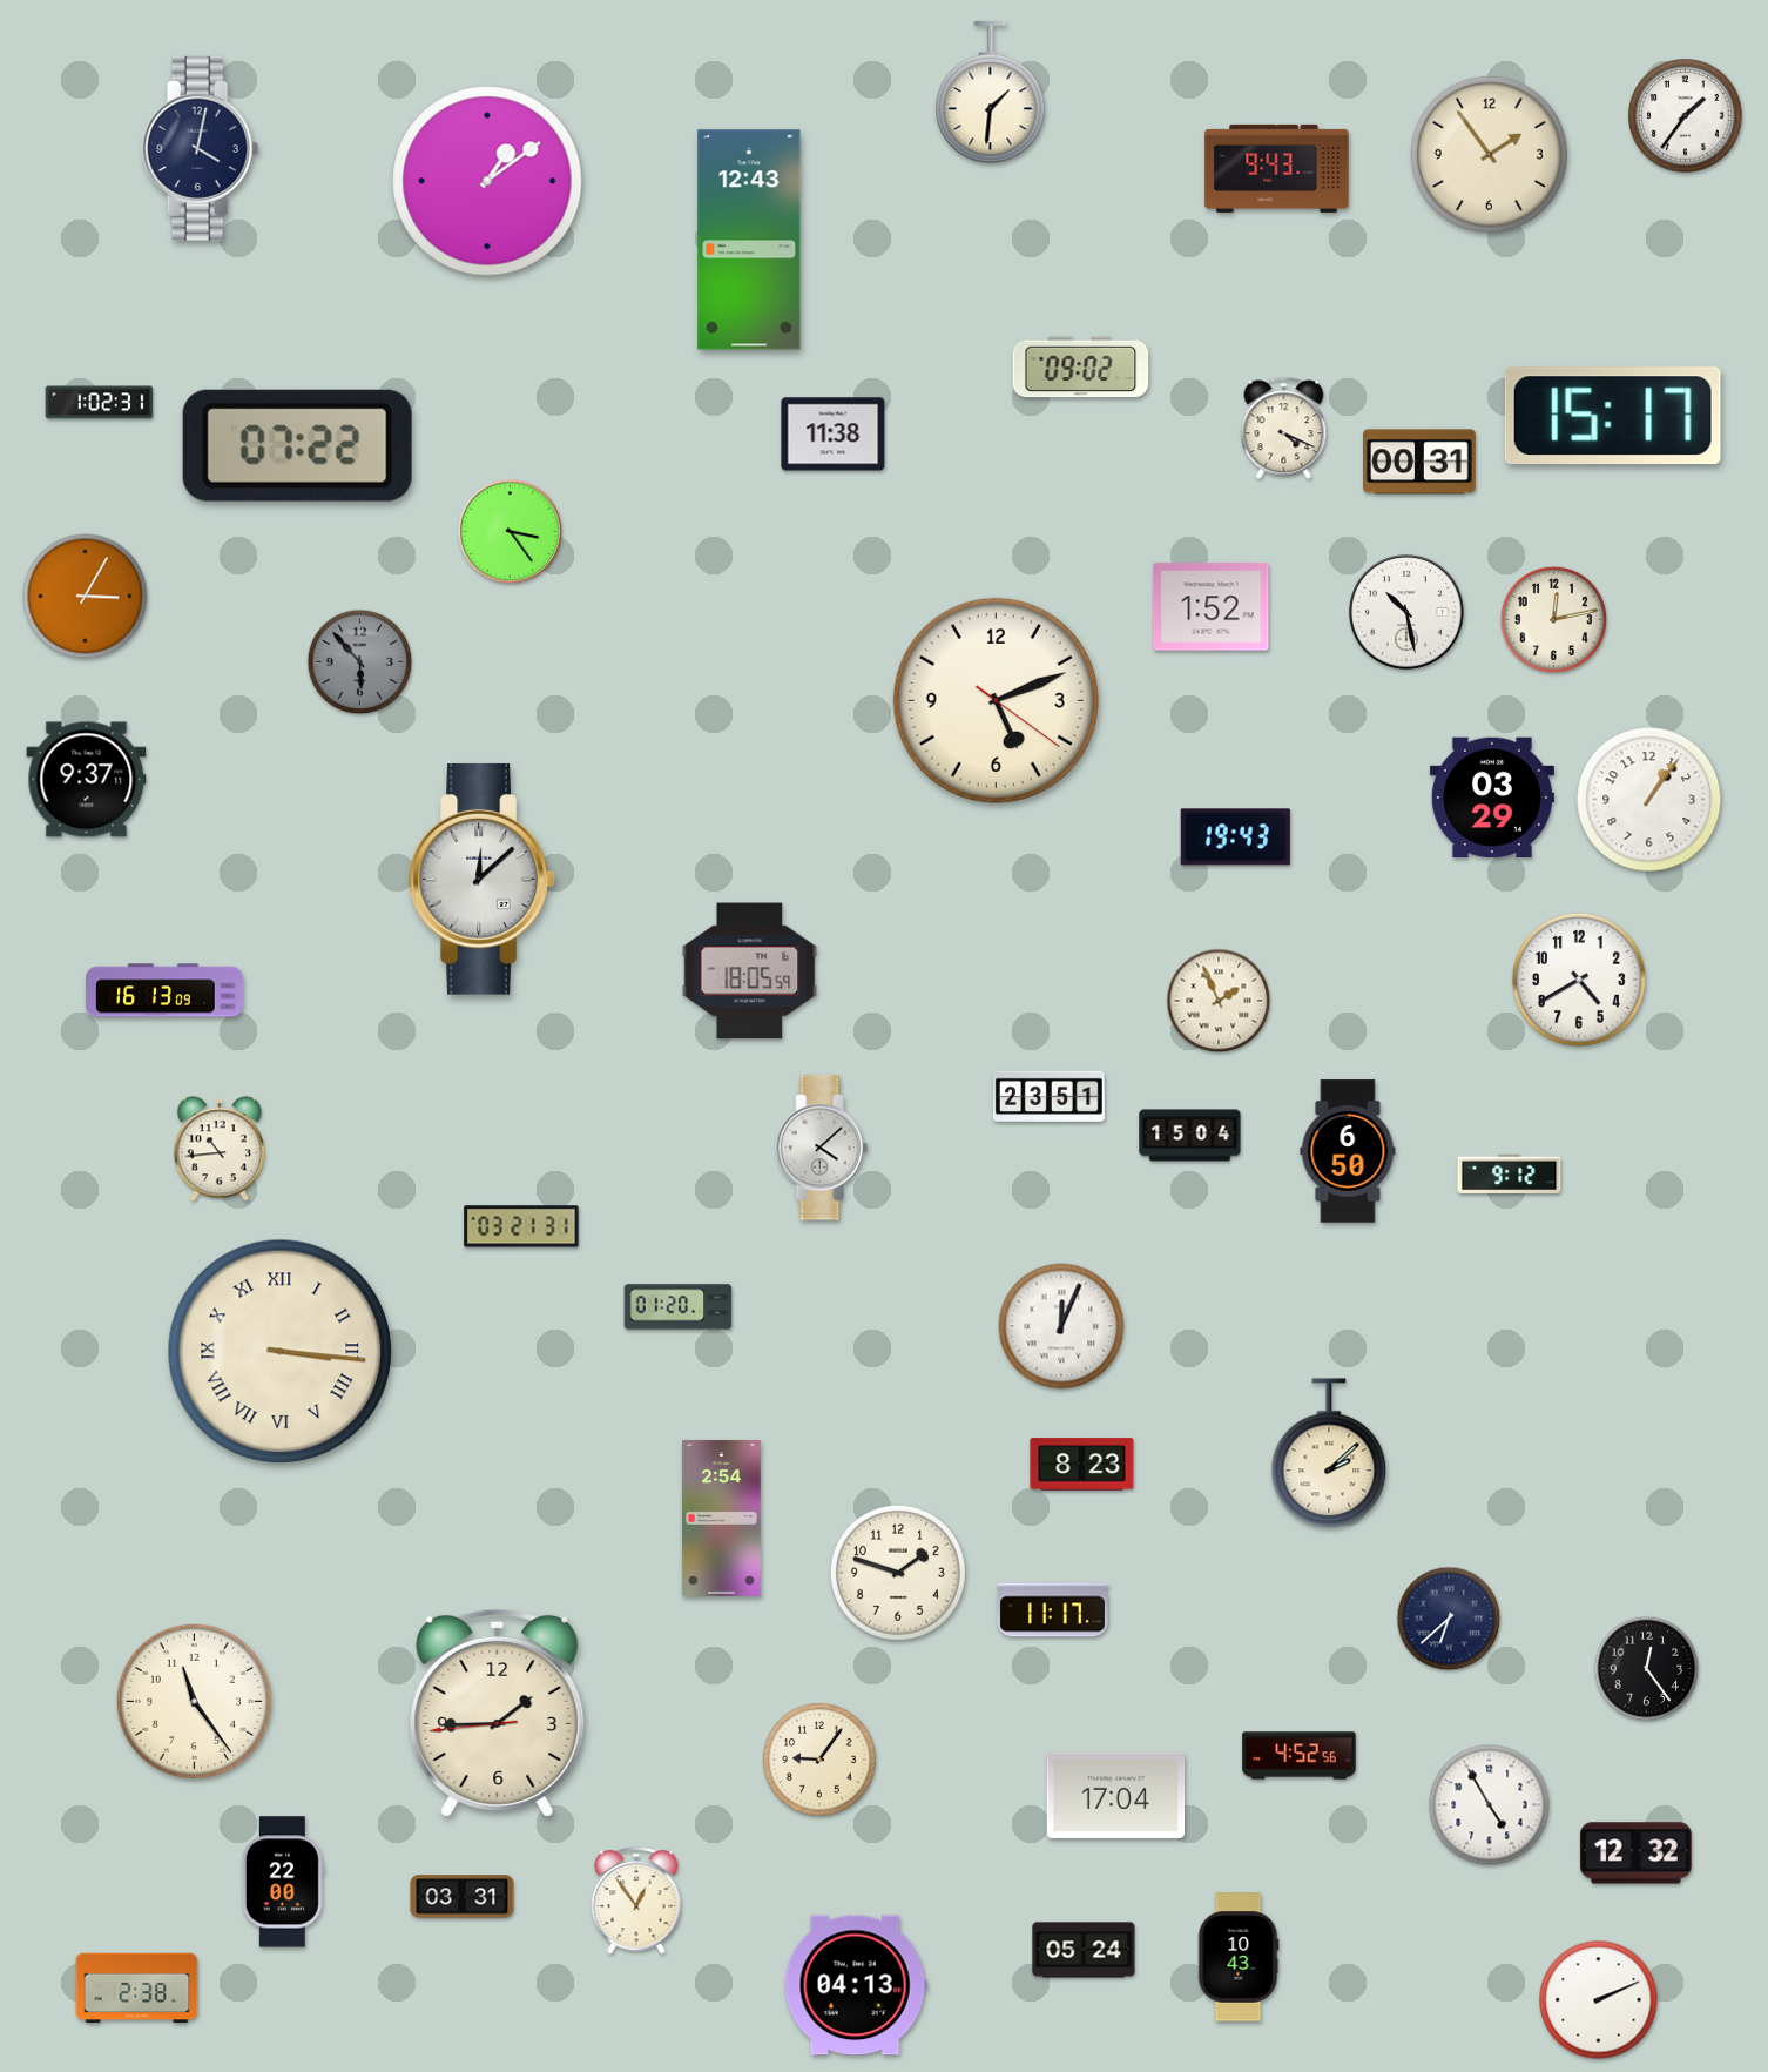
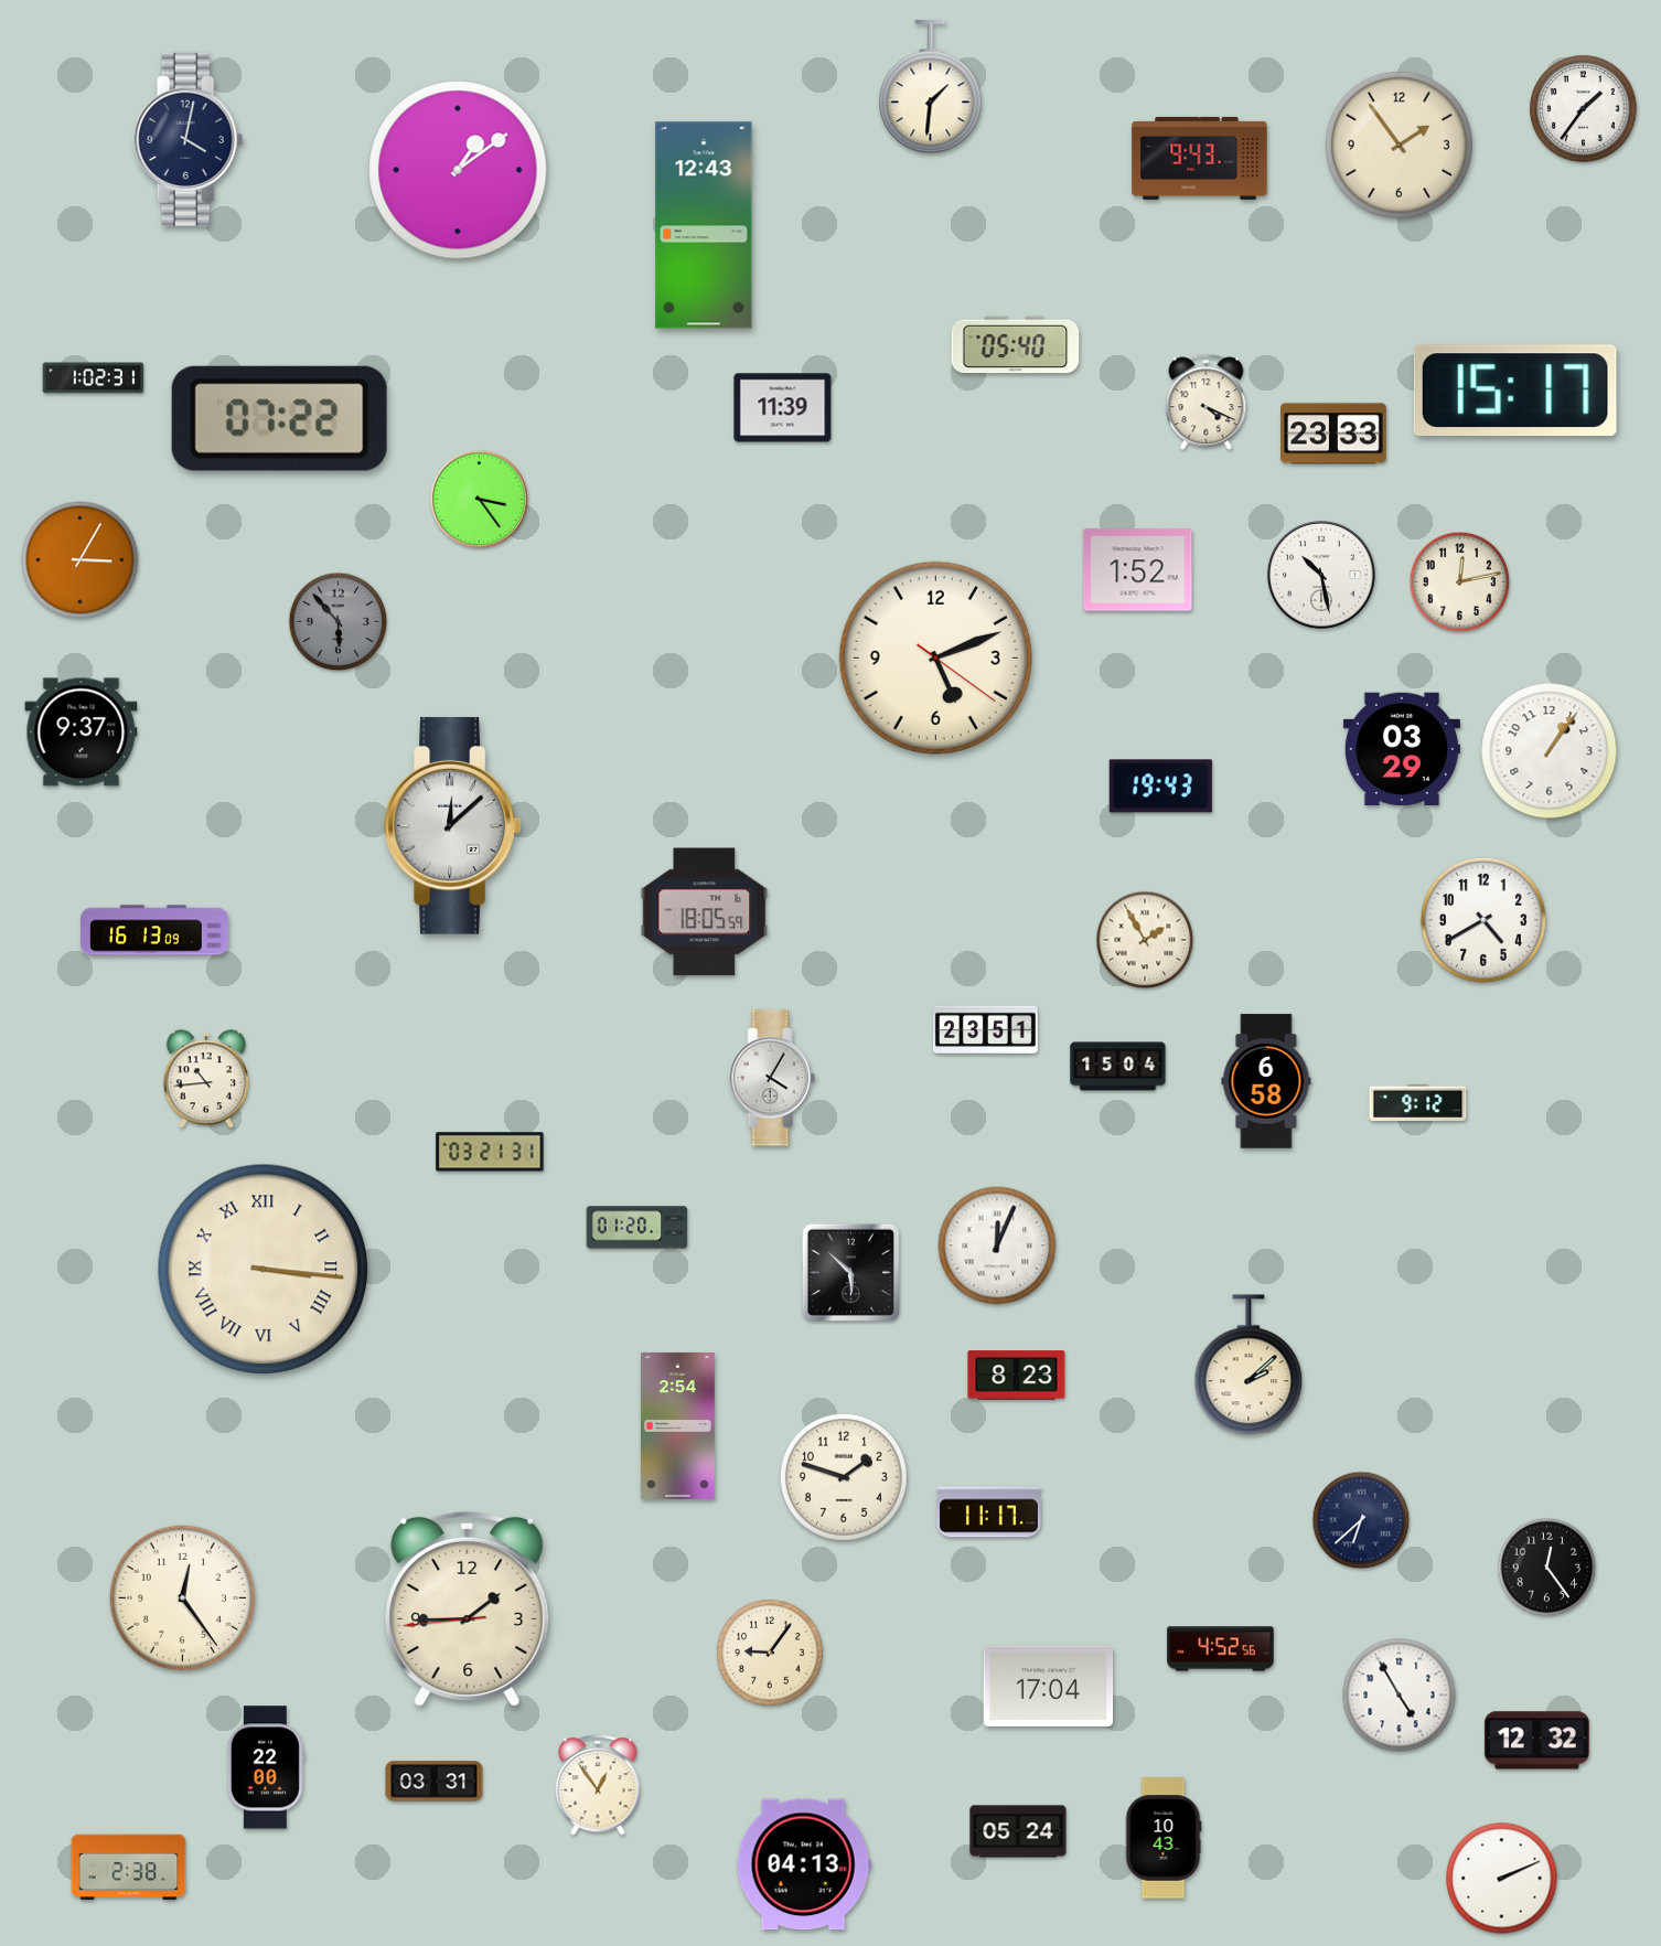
clock at (1081, 368): 09:02 -> 05:40
clock at (834, 435): 11:38 -> 11:39
clock at (1421, 462): 00:31 -> 23:33
clock at (1219, 1001): 1:56 -> 1:55
clock at (822, 1148): 4:08 -> 4:05
clock at (1348, 1151): 6:50 -> 6:58
clock at (850, 1272): none -> 5:52
clock at (194, 1701): 11:24 -> 12:24
